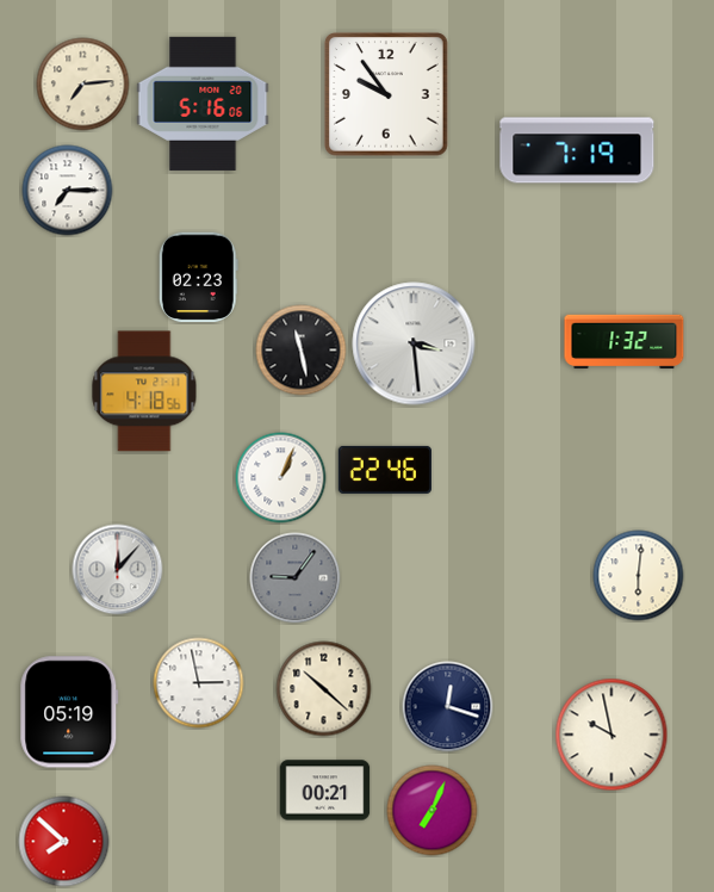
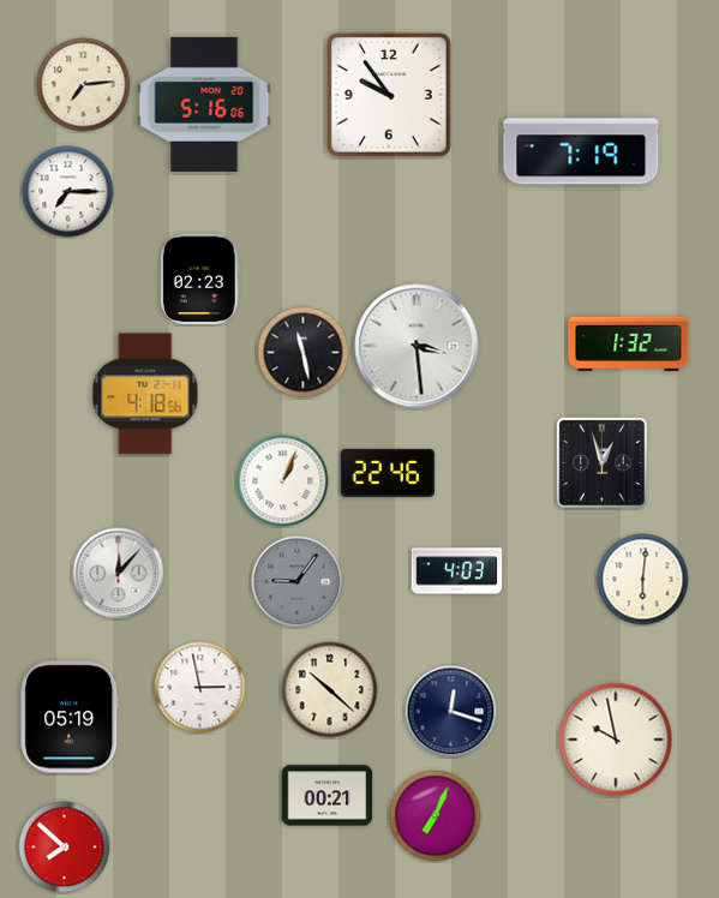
clock at (601, 462): none -> 12:57
clock at (457, 571): none -> 4:03
clock at (324, 689) position: (324, 689) -> (330, 690)
